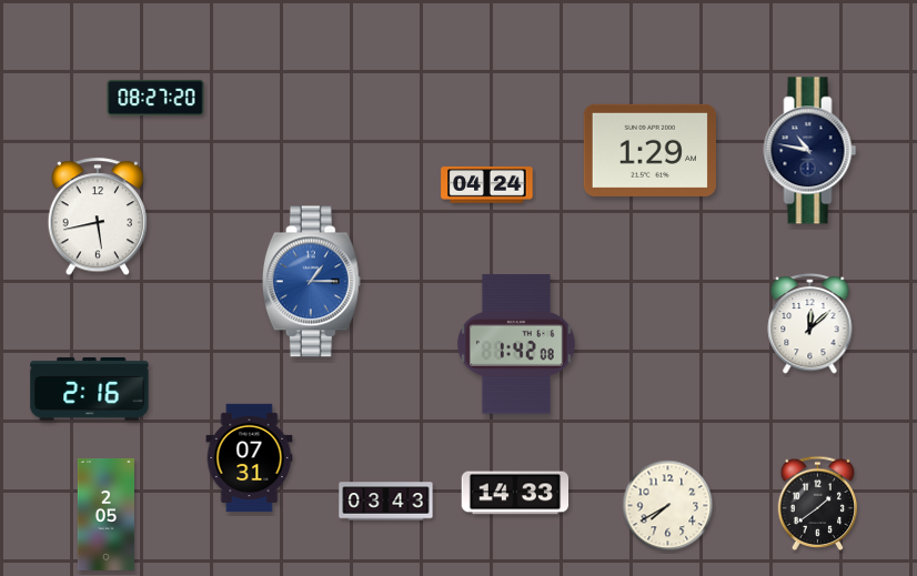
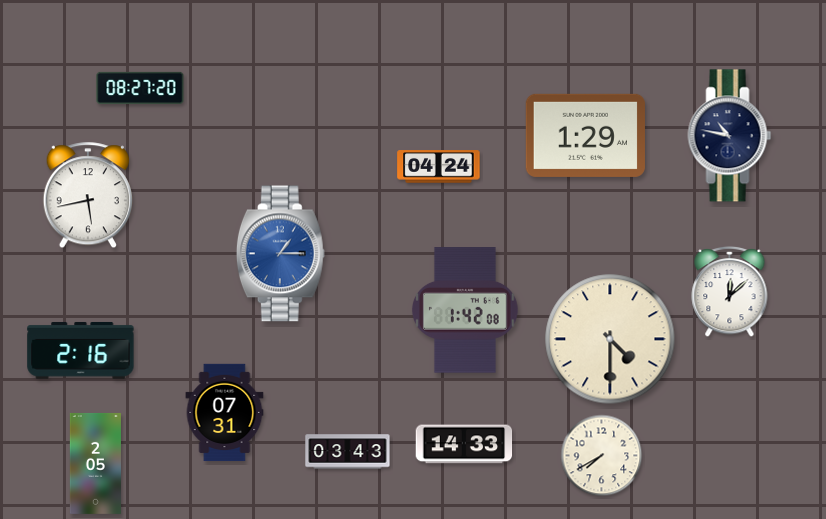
clock at (610, 339): none -> 4:30
clock at (818, 503): 1:39 -> none
